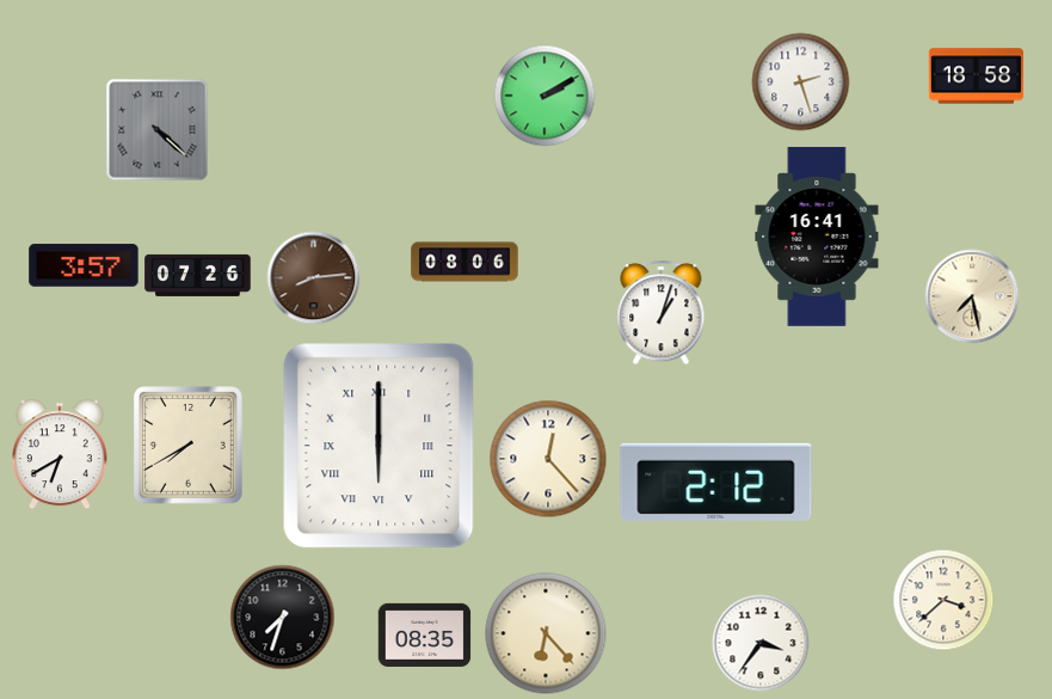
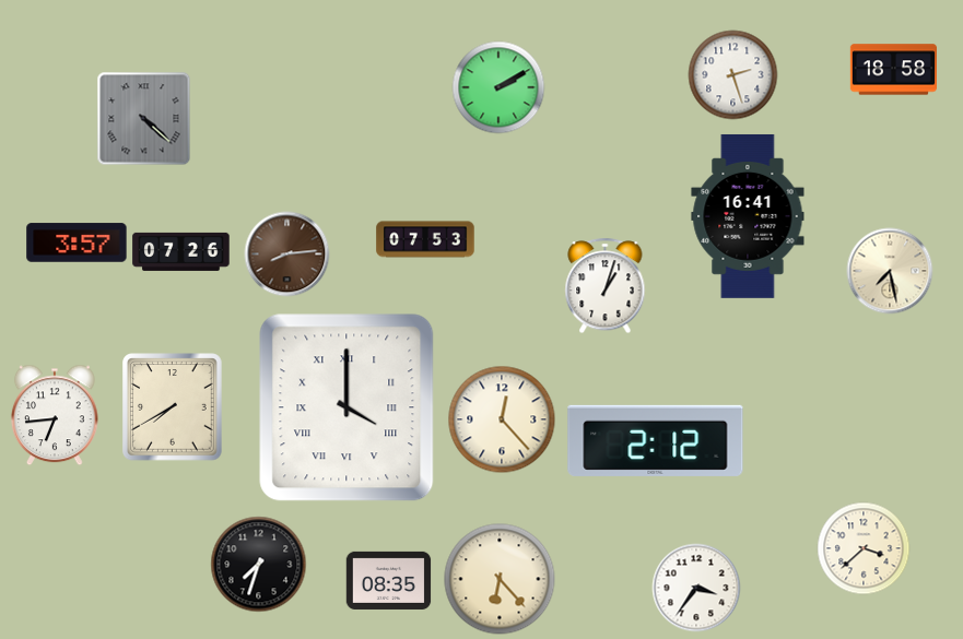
clock at (465, 262): 08:06 -> 07:53
clock at (379, 446): 6:00 -> 4:00
clock at (60, 454): 6:40 -> 6:44
